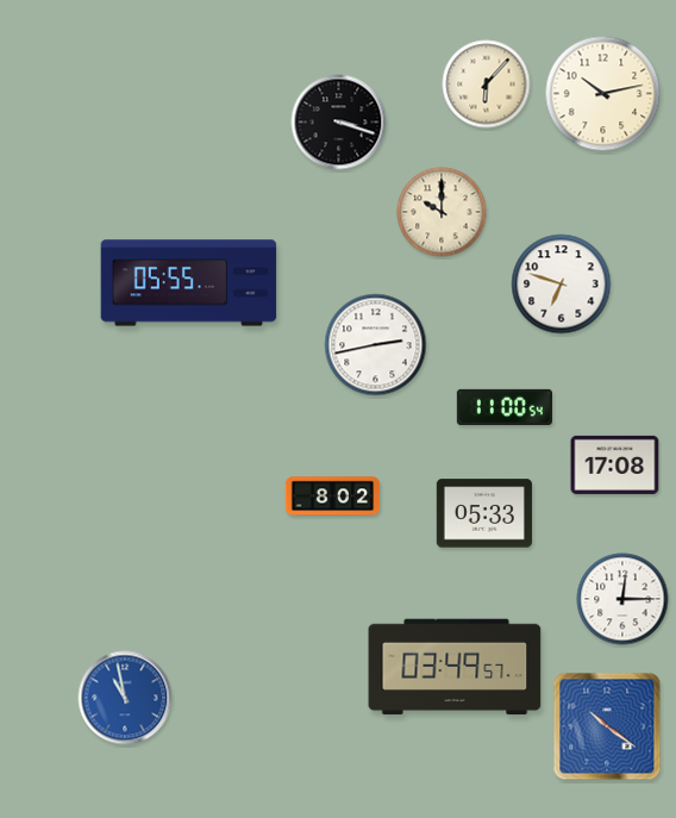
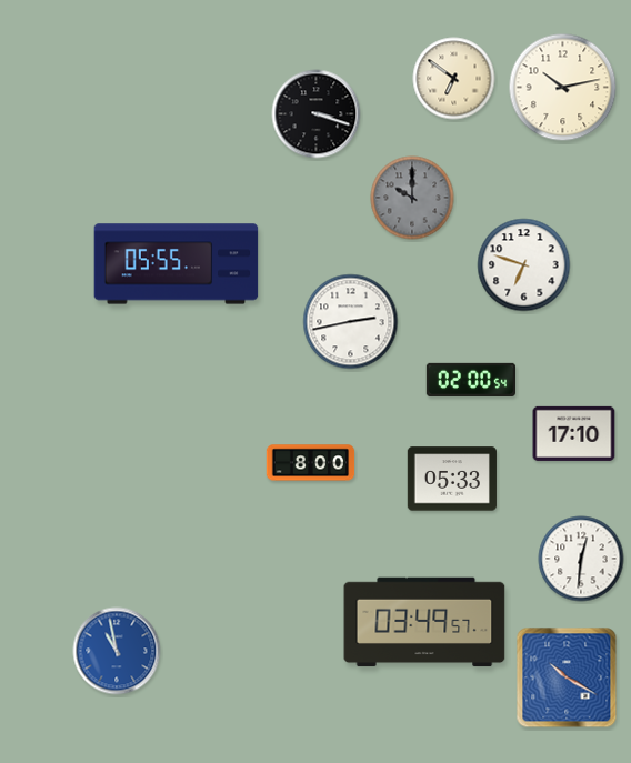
clock at (487, 85): 6:07 -> 6:51
clock at (442, 212) dial: cream -> grey
clock at (503, 406): 11:00 -> 02:00
clock at (615, 464): 17:08 -> 17:10
clock at (333, 497): 8:02 -> 8:00
clock at (622, 599): 12:15 -> 12:31
clock at (607, 726): 10:21 -> 10:20
